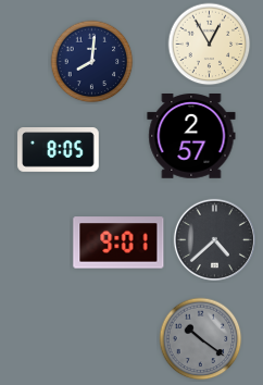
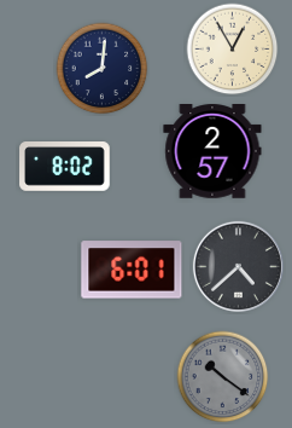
clock at (59, 150): 8:05 -> 8:02
clock at (118, 243): 9:01 -> 6:01
